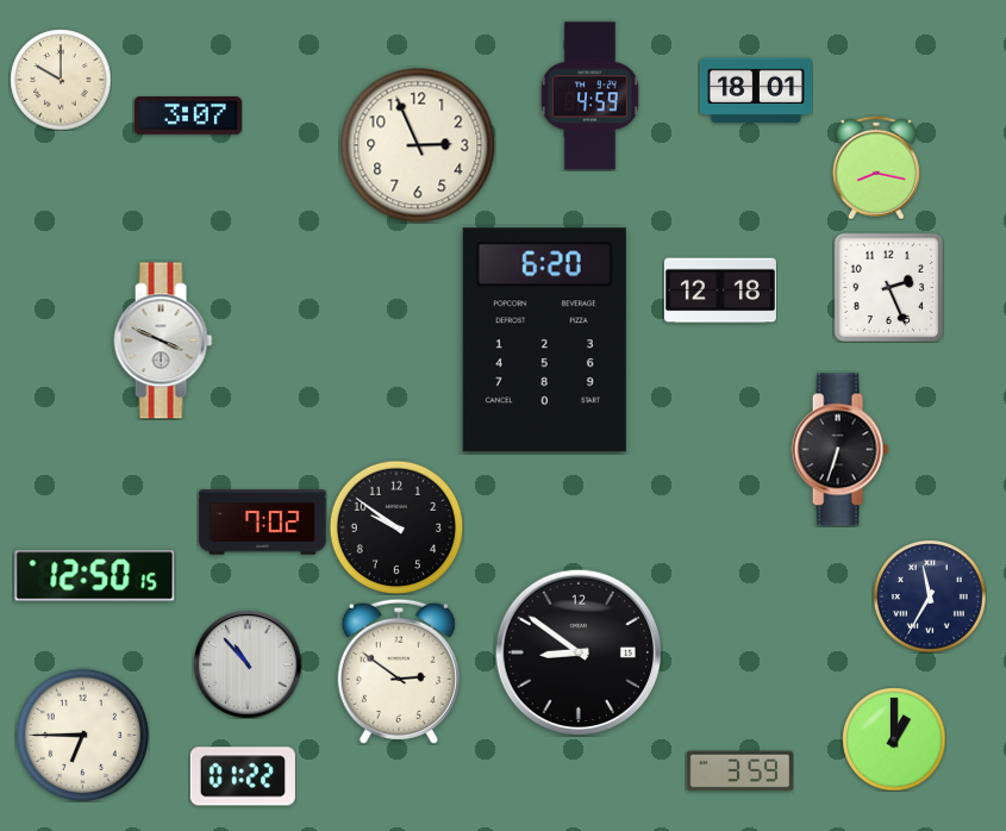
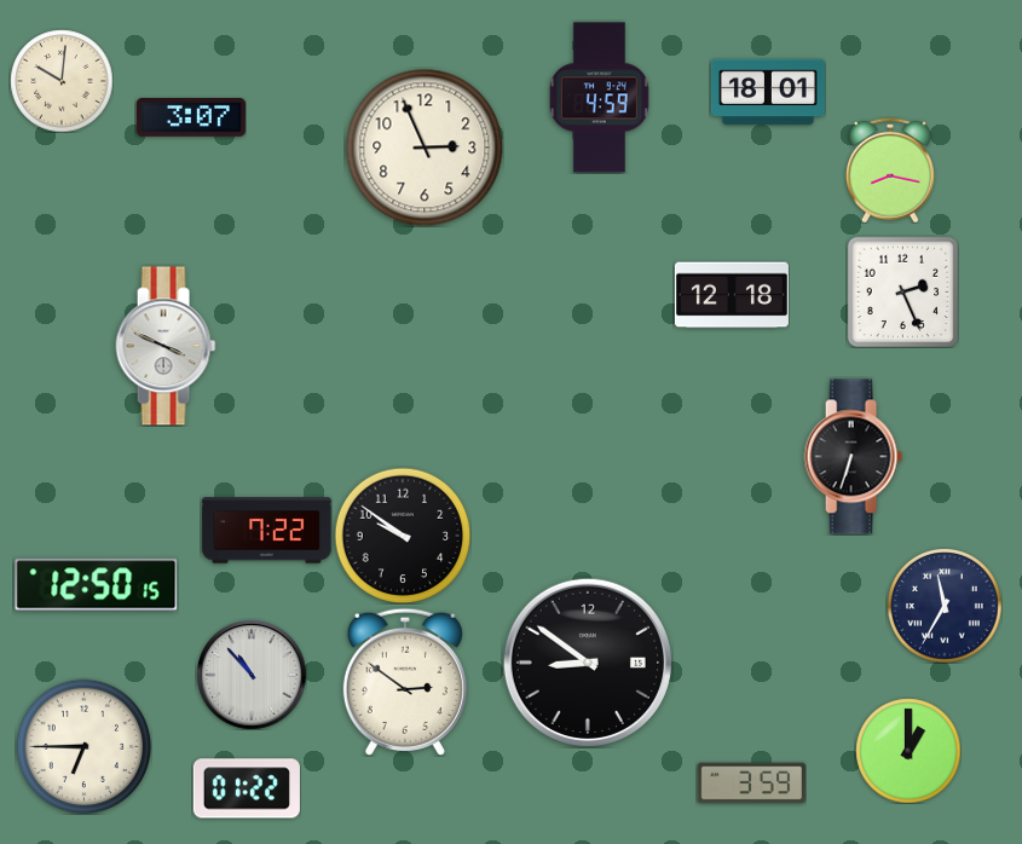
clock at (61, 80): 10:00 -> 10:01
clock at (544, 340): 6:20 -> none
clock at (263, 523): 7:02 -> 7:22
